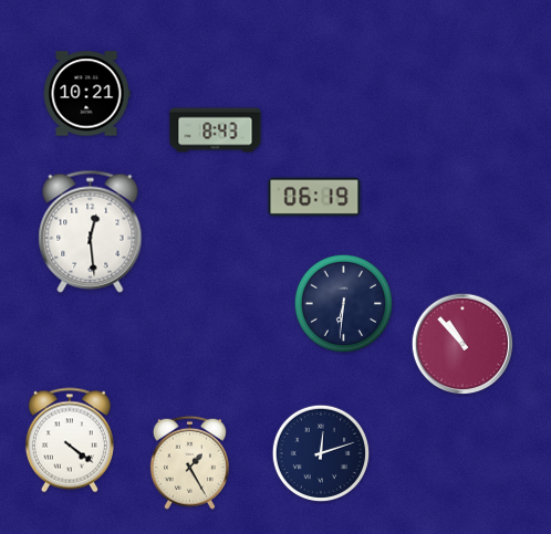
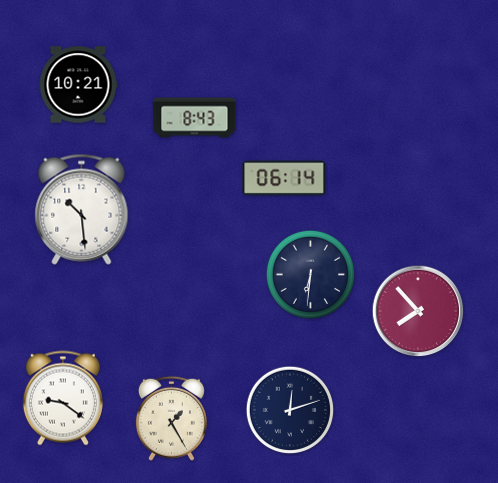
clock at (314, 197): 06:19 -> 06:14
clock at (91, 231): 12:29 -> 10:29
clock at (462, 344): 10:53 -> 7:53
clock at (70, 440): 4:21 -> 9:21
